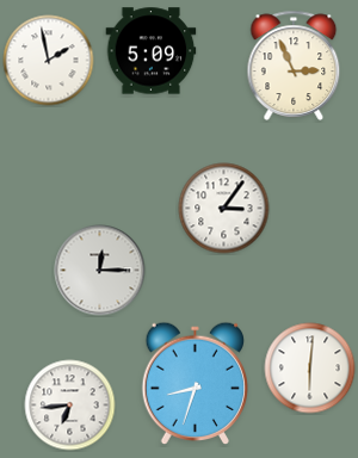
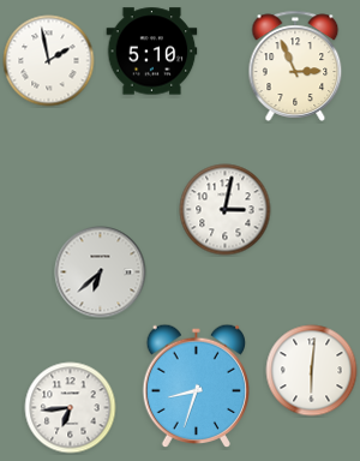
clock at (152, 51): 5:09 -> 5:10
clock at (224, 209): 3:06 -> 3:02
clock at (100, 271): 12:15 -> 6:38
